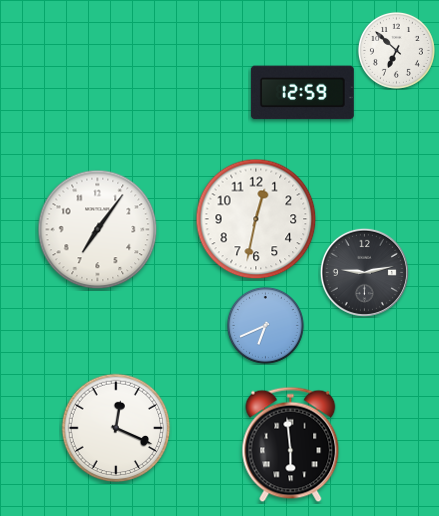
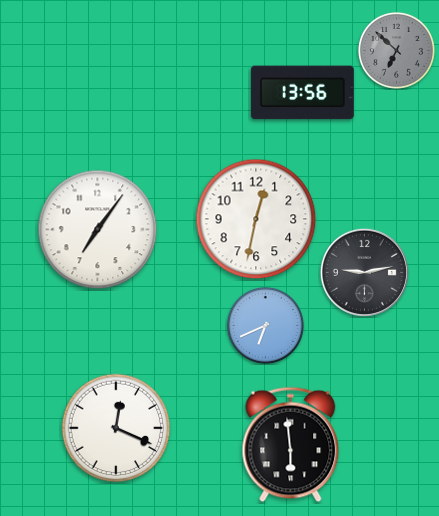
clock at (396, 50) dial: white -> grey
clock at (302, 93): 12:59 -> 13:56
